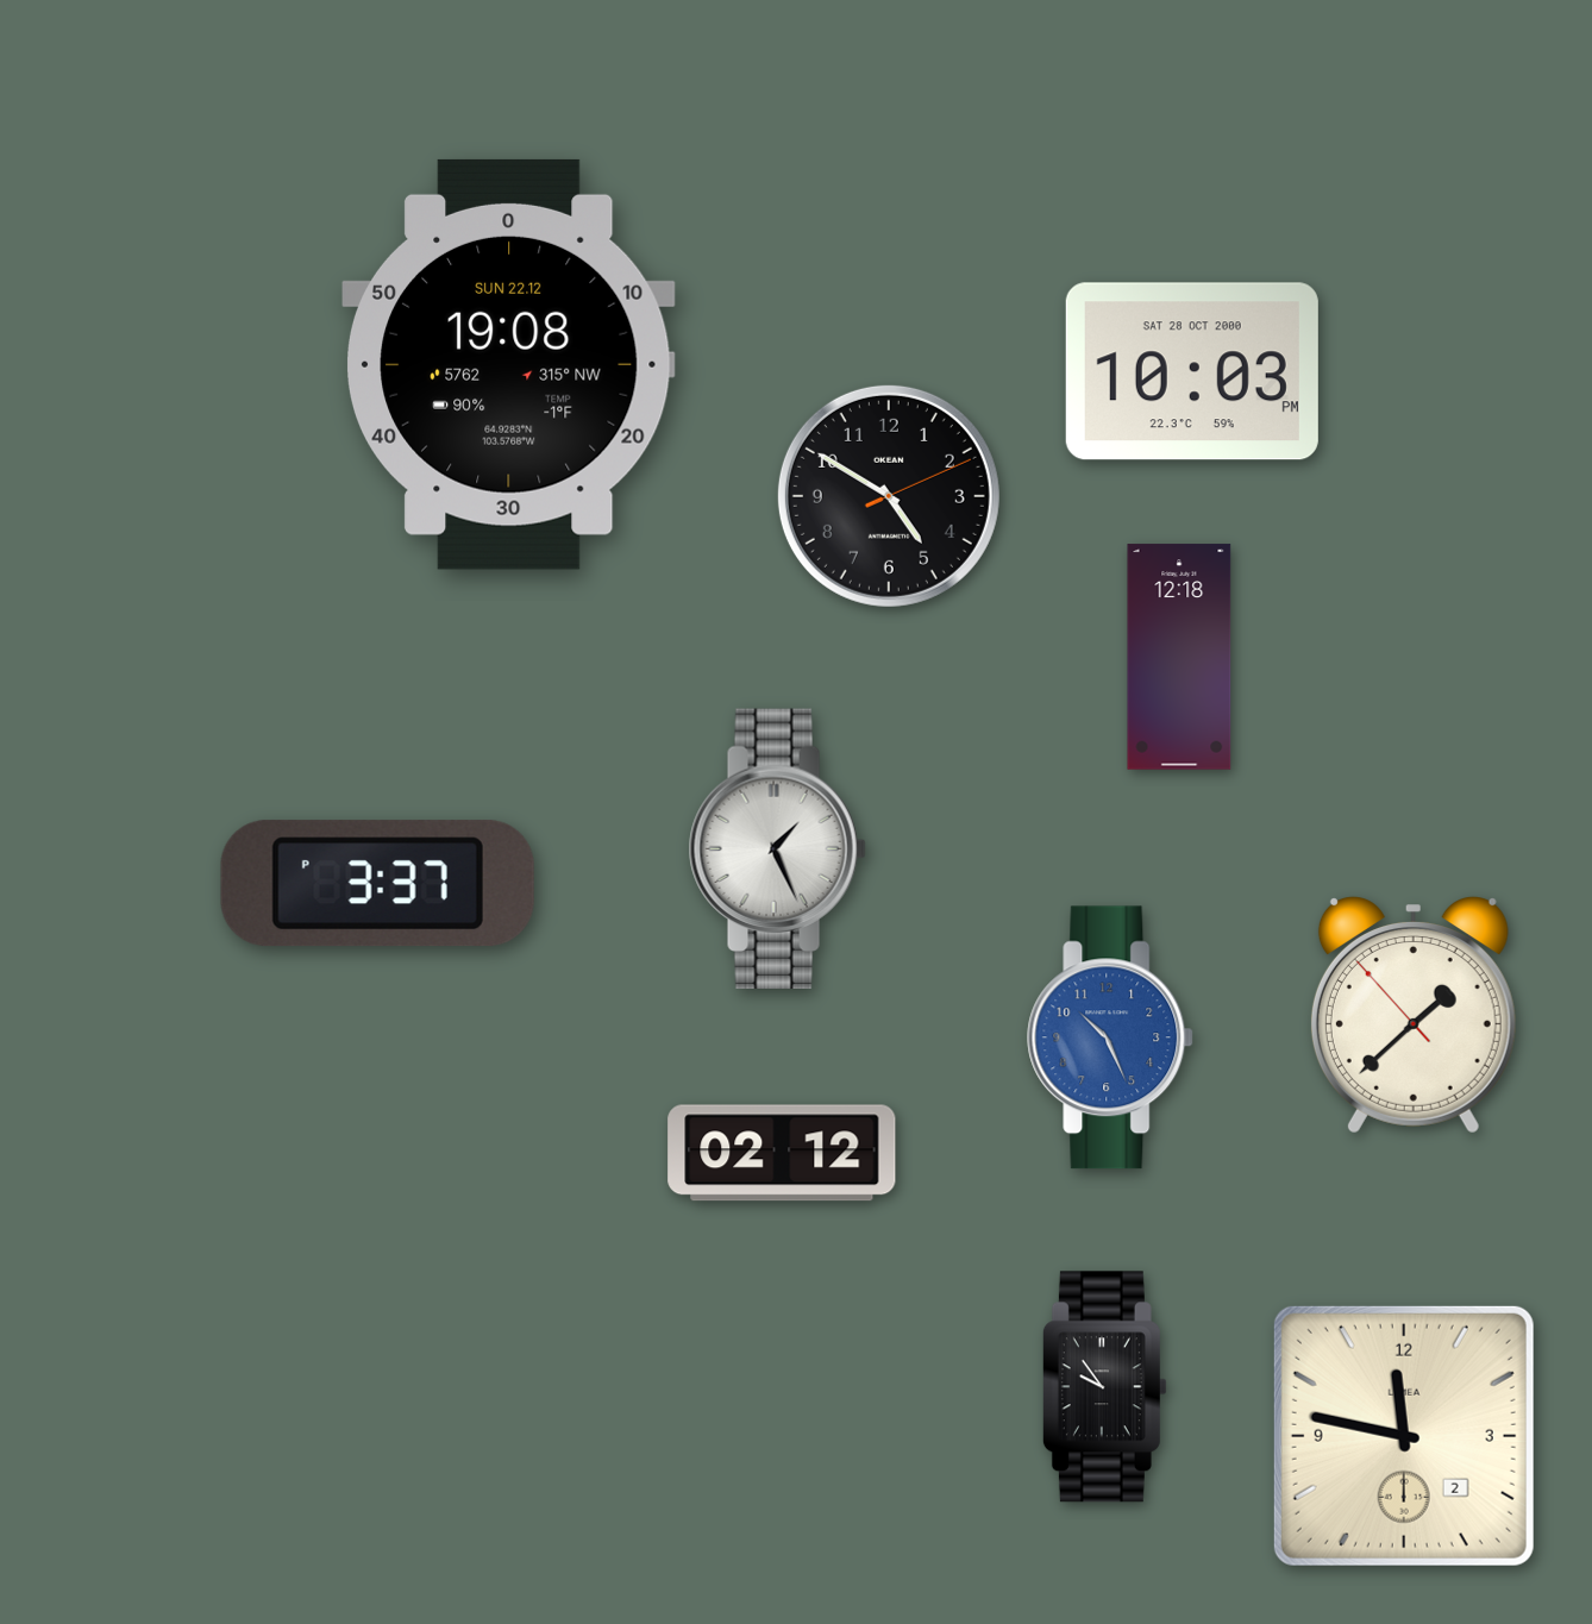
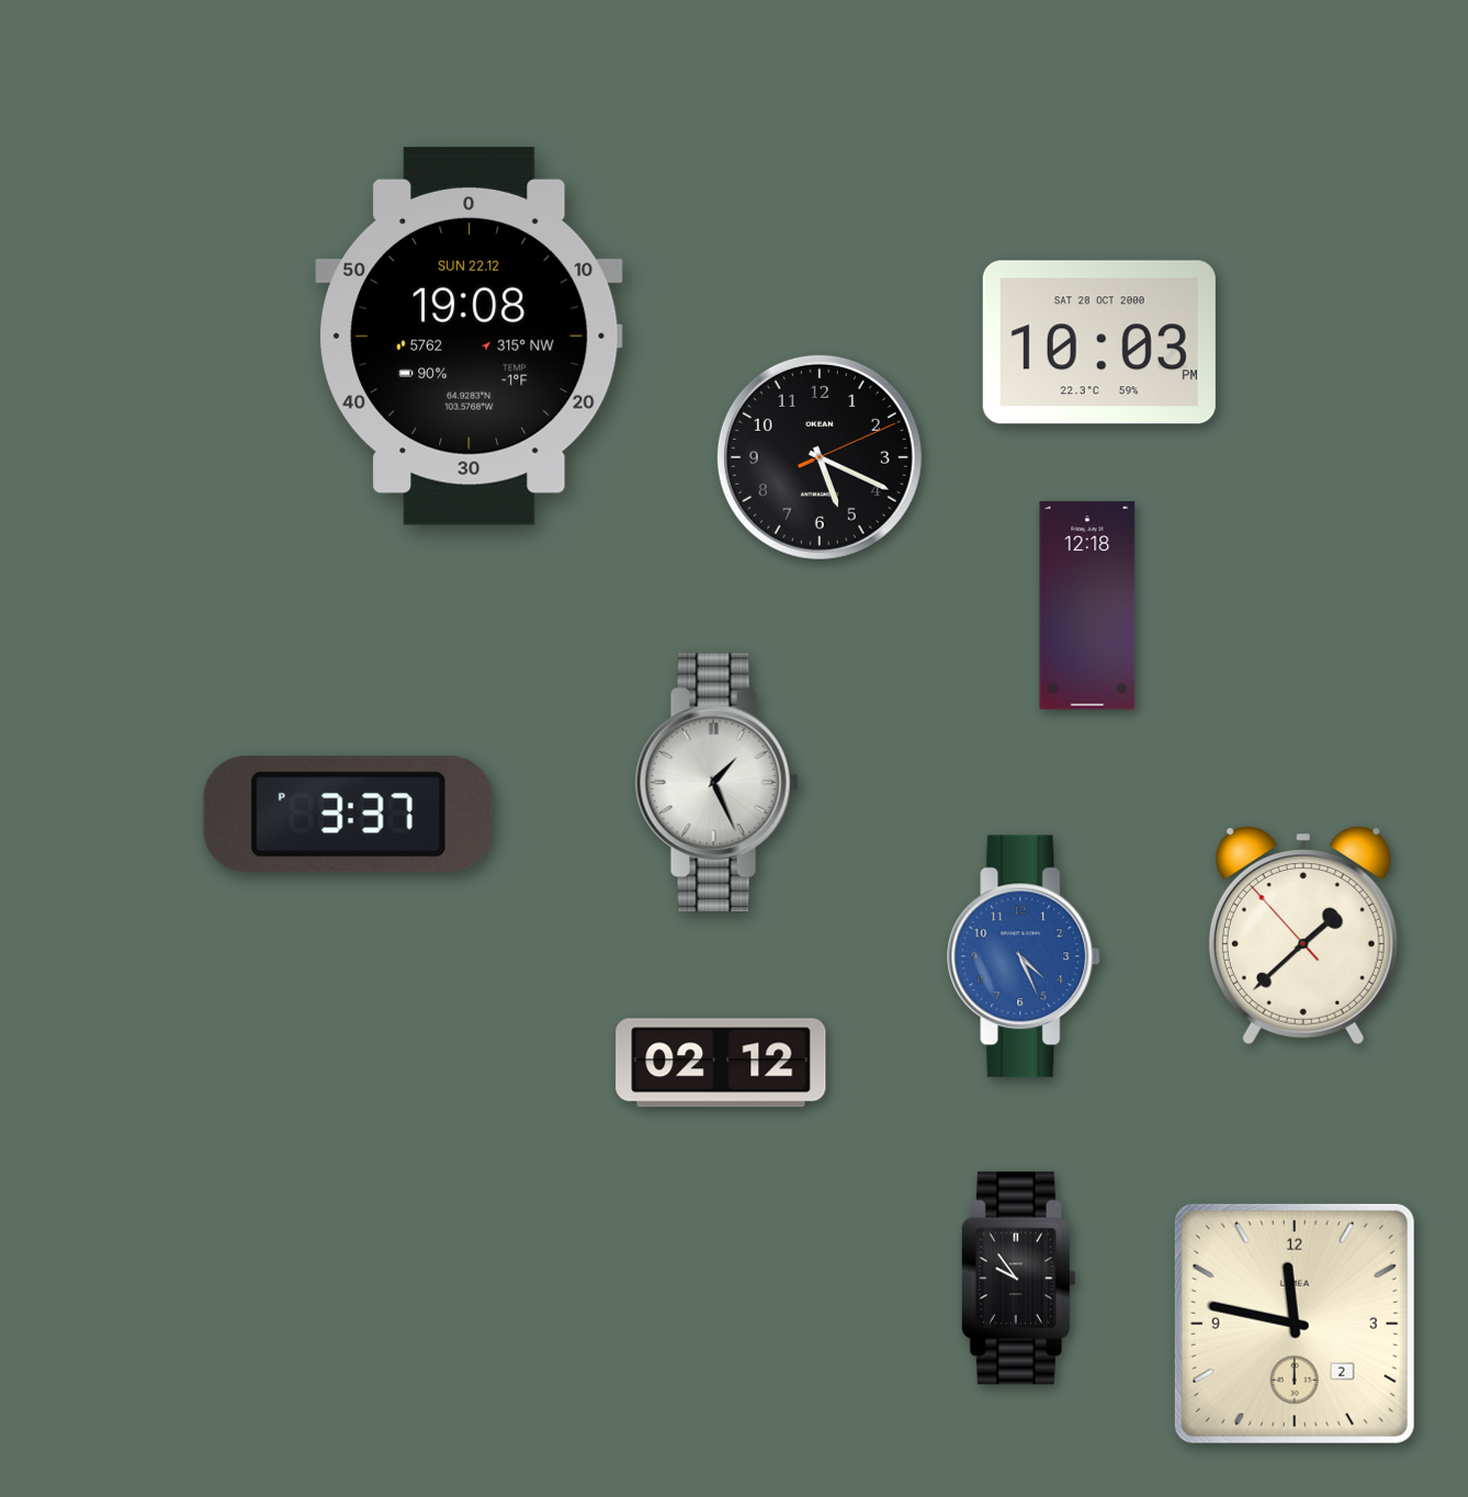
clock at (889, 496): 4:50 -> 5:19
clock at (1111, 1037): 10:26 -> 4:26
